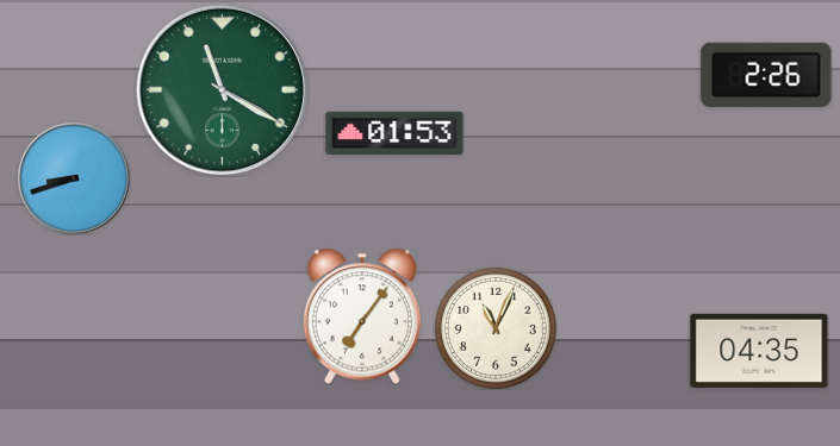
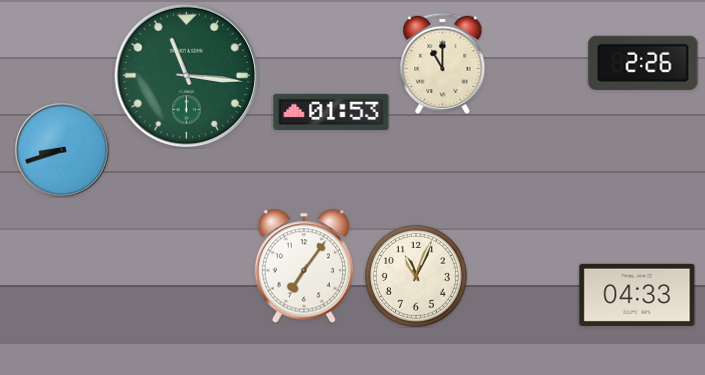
clock at (443, 63): none -> 11:00
clock at (223, 90): 11:20 -> 11:16
clock at (759, 351): 04:35 -> 04:33
